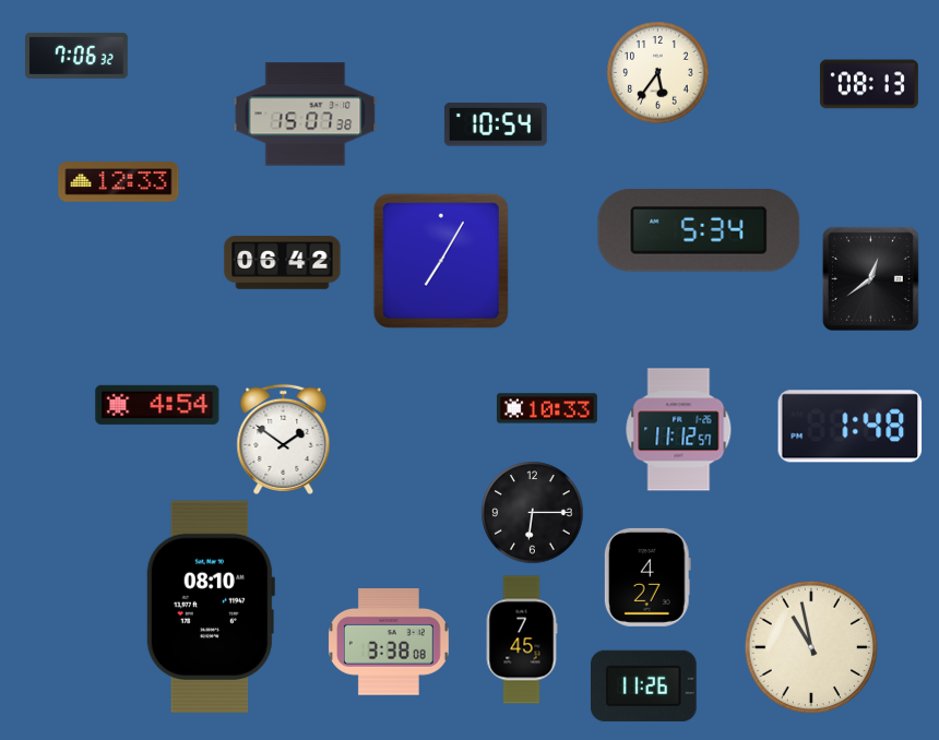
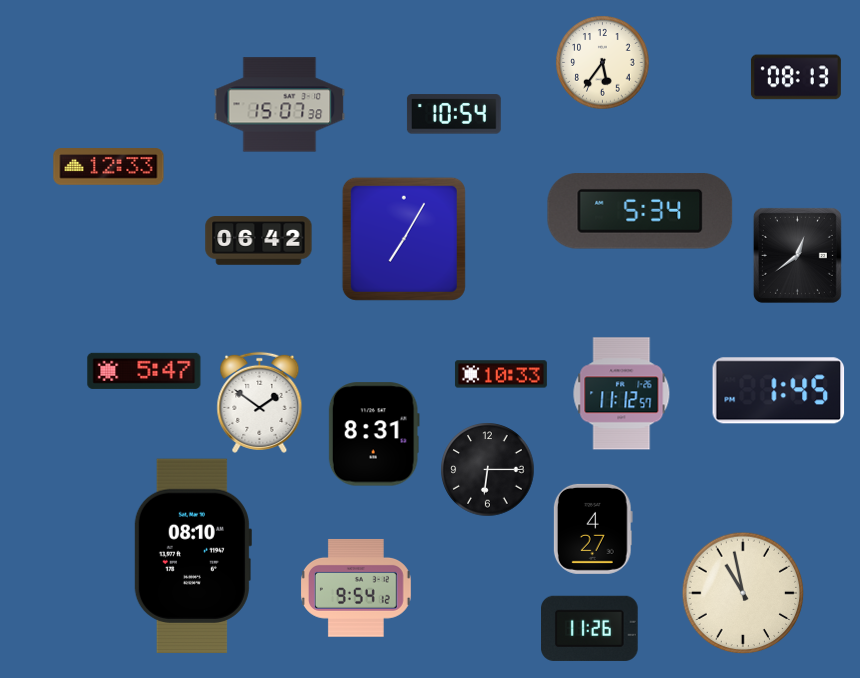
clock at (78, 56): 7:06 -> none
clock at (657, 72) position: (657, 72) -> (602, 62)
clock at (157, 405): 4:54 -> 5:47
clock at (851, 427): 1:48 -> 1:45
clock at (374, 434): none -> 8:31
clock at (522, 640): 7:45 -> none
clock at (389, 642): 3:38 -> 9:54
